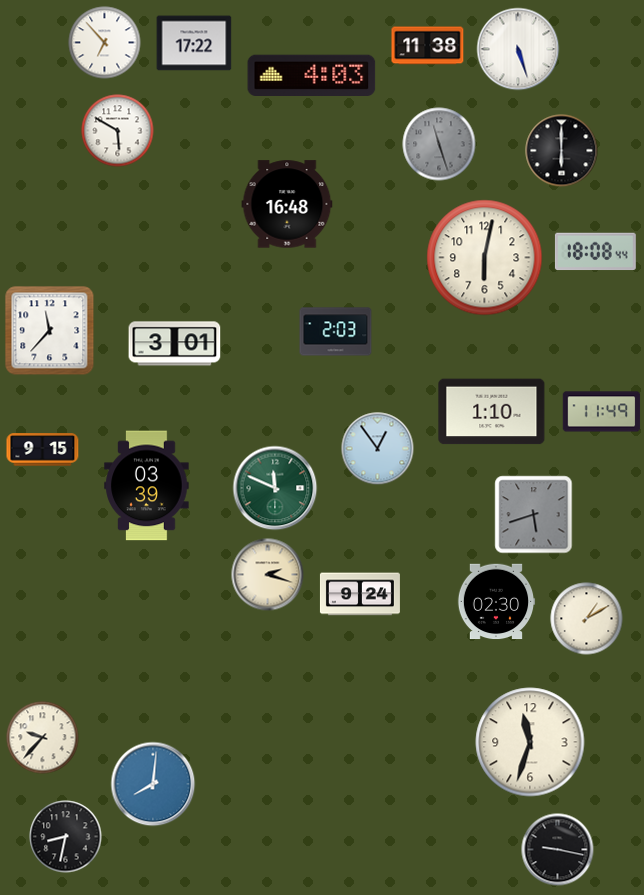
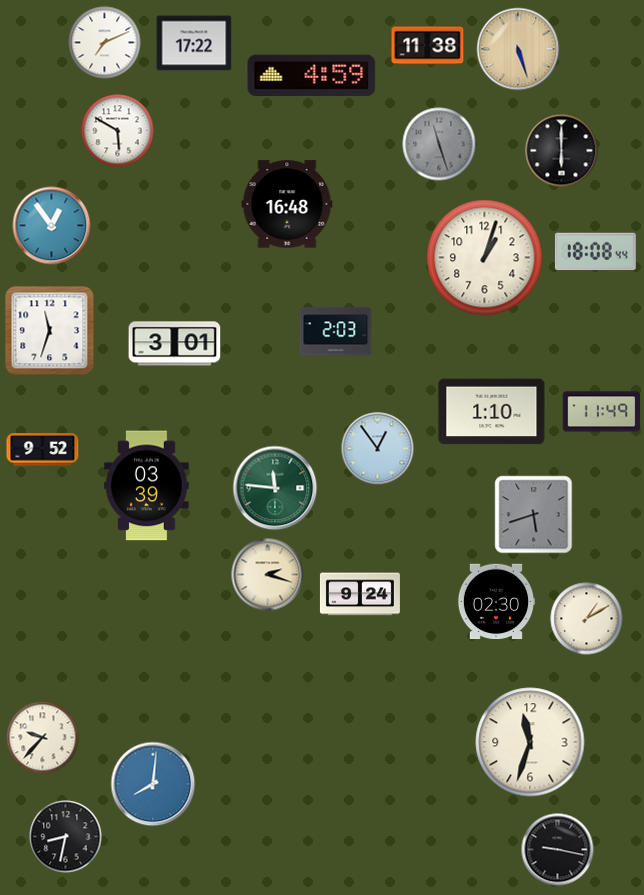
clock at (105, 43): 6:53 -> 7:11
clock at (518, 49) dial: white -> champagne
clock at (312, 76): 4:03 -> 4:59
clock at (52, 226): none -> 12:54
clock at (485, 258): 6:02 -> 1:03
clock at (50, 331): 11:37 -> 11:33
clock at (43, 450): 9:15 -> 9:52
clock at (275, 488): 11:49 -> 11:46
